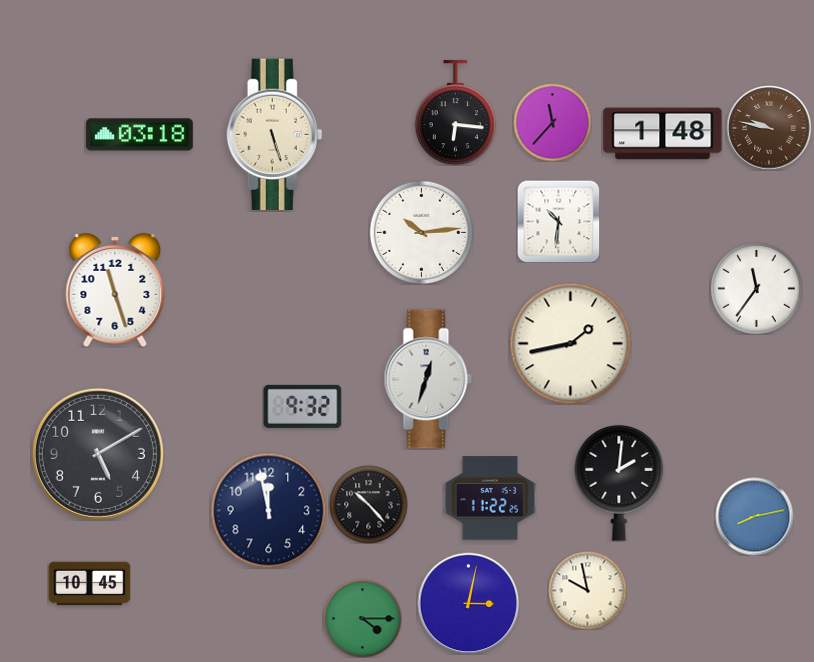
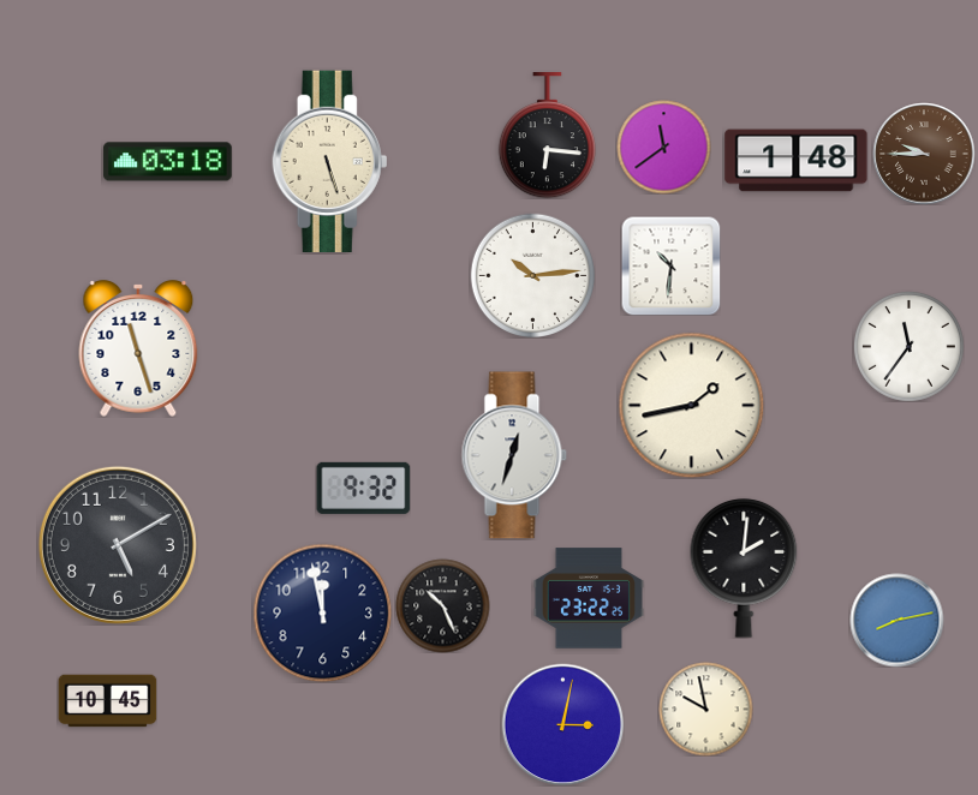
clock at (552, 122): 11:37 -> 11:39
clock at (769, 128): 9:47 -> 9:45
clock at (421, 232) position: (421, 232) -> (532, 275)
clock at (570, 343) position: (570, 343) -> (691, 405)
clock at (619, 483) position: (619, 483) -> (744, 568)
clock at (490, 498): 11:22 -> 23:22
clock at (368, 504): 10:23 -> 10:26
clock at (754, 516) position: (754, 516) -> (896, 620)
clock at (362, 618): 4:15 -> none
